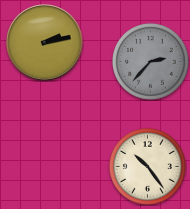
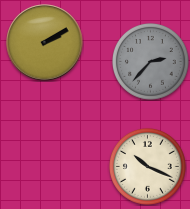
clock at (45, 43): 2:13 -> 2:10
clock at (147, 166): 10:24 -> 10:19
